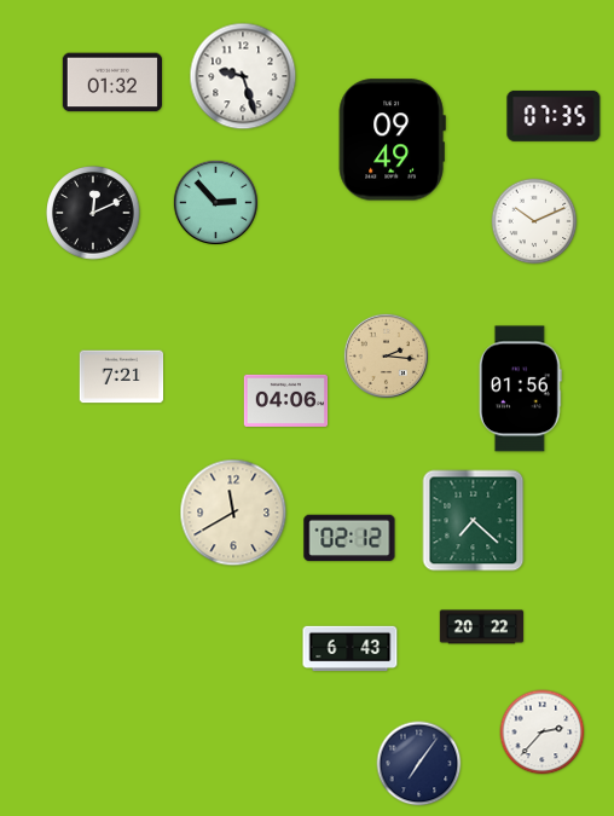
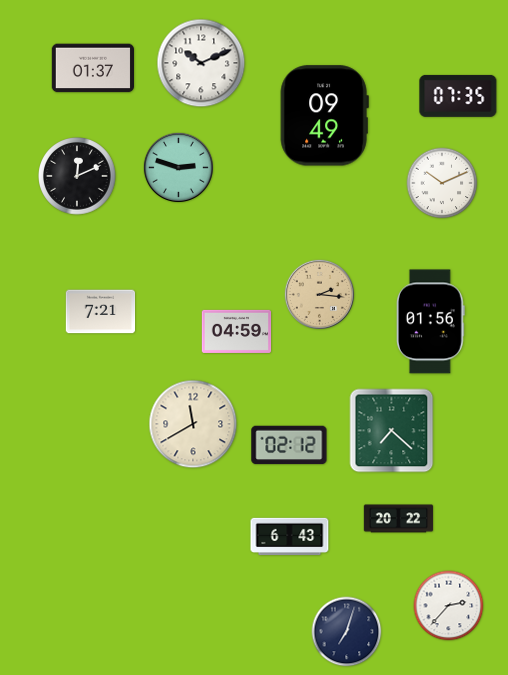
clock at (243, 76): 9:27 -> 10:11
clock at (111, 82): 01:32 -> 01:37
clock at (215, 202): 2:53 -> 2:48
clock at (286, 400): 04:06 -> 04:59
clock at (419, 764): 7:06 -> 7:03
